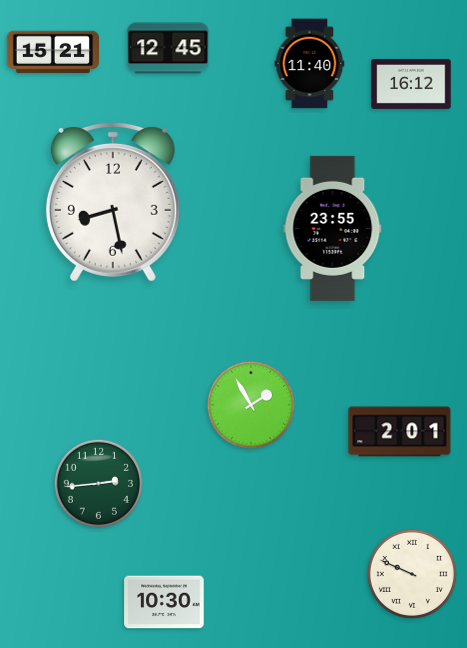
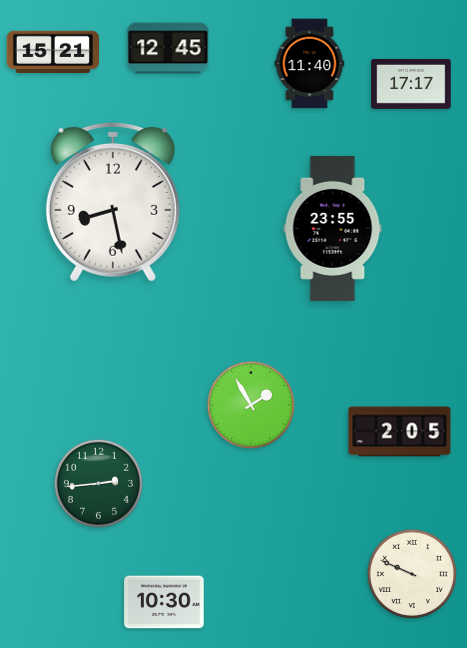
clock at (411, 84): 16:12 -> 17:17
clock at (400, 432): 2:01 -> 2:05
